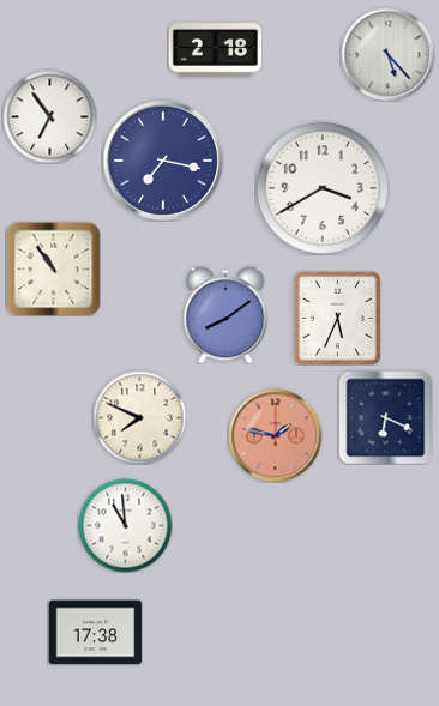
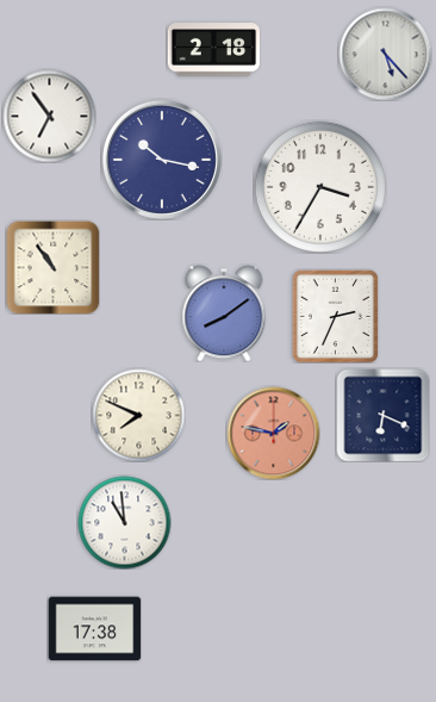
clock at (163, 161): 7:17 -> 10:17
clock at (323, 188): 3:40 -> 3:35
clock at (337, 318): 5:34 -> 2:34
